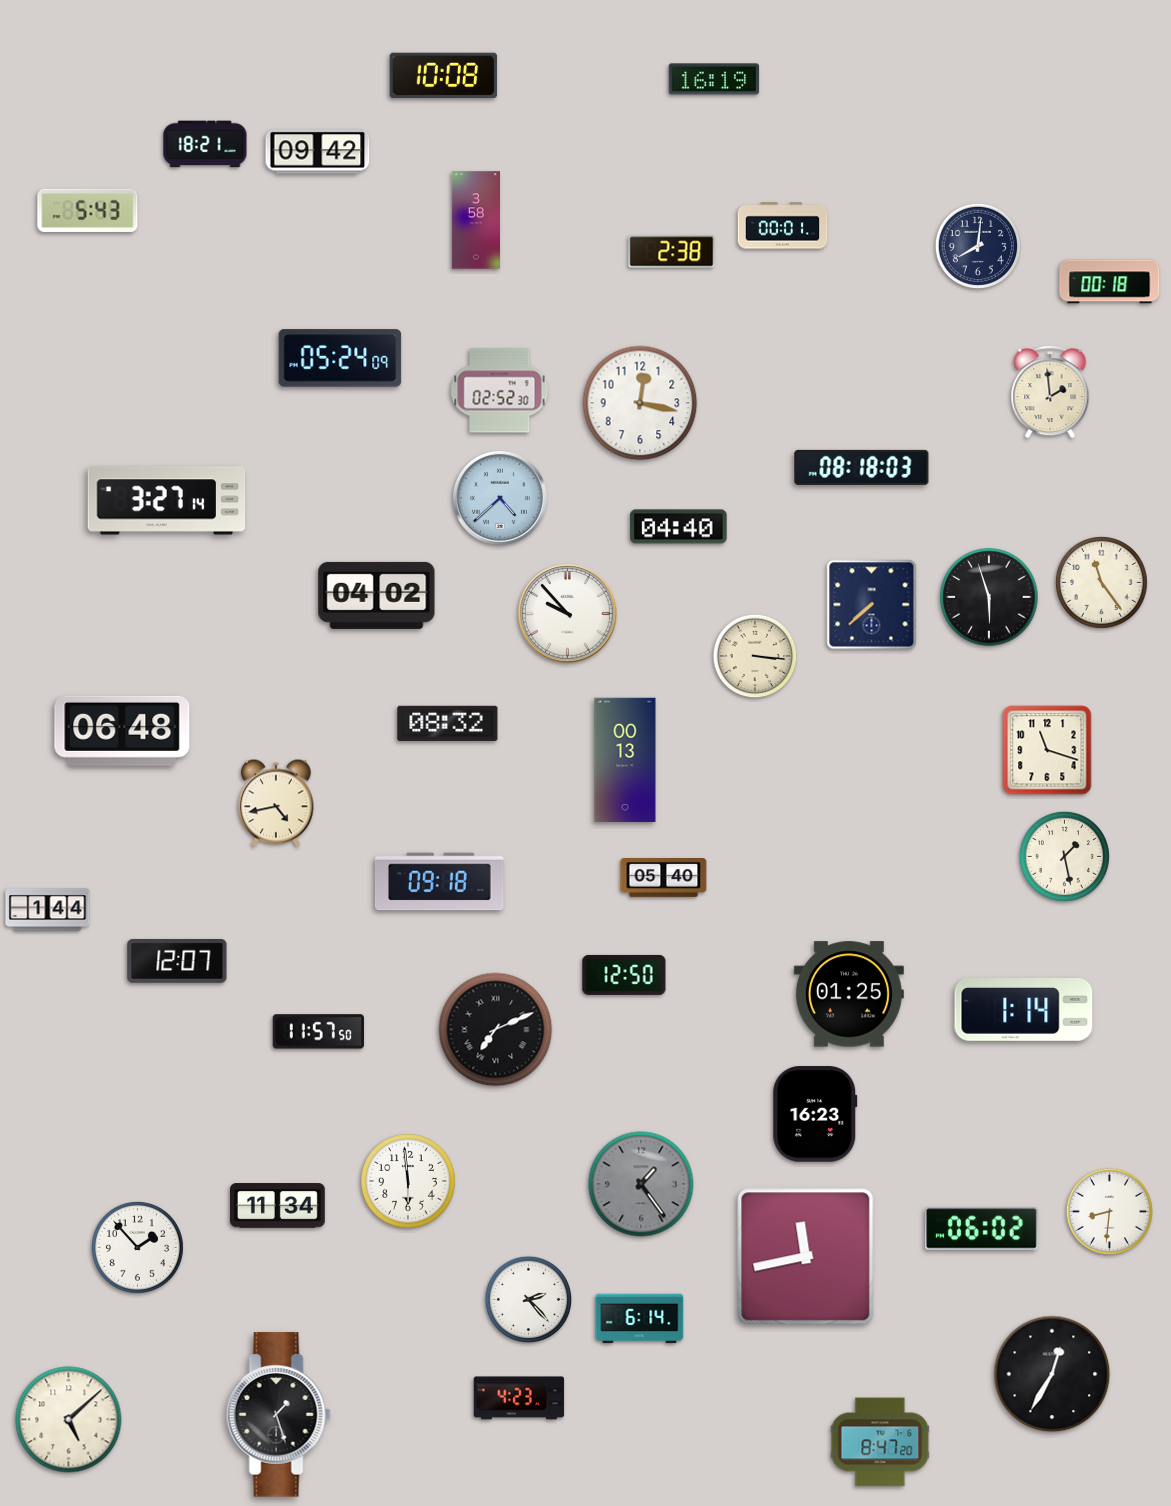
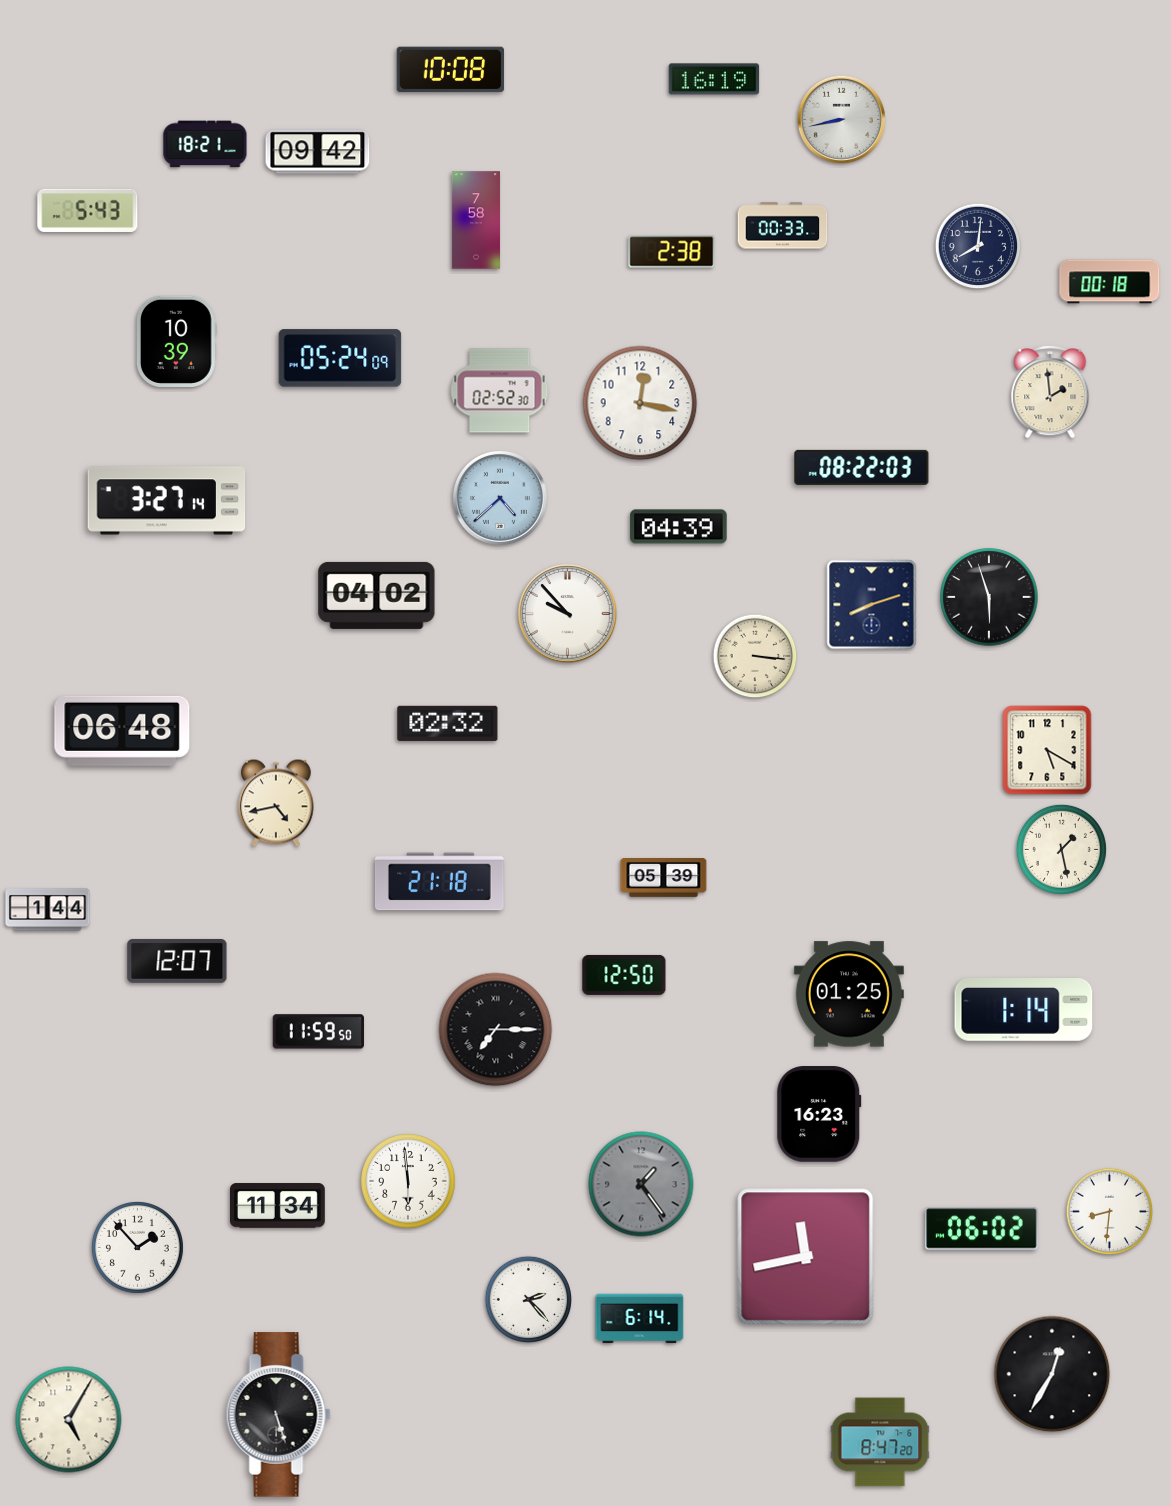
clock at (444, 76) position: (444, 76) -> (451, 70)
clock at (841, 119): none -> 8:43
clock at (476, 220): 3:58 -> 7:58
clock at (783, 226): 00:01 -> 00:33
clock at (177, 341): none -> 10:39
clock at (862, 467): 08:18 -> 08:22
clock at (679, 527): 04:40 -> 04:39
clock at (1101, 582): 11:24 -> none
clock at (872, 605): 7:38 -> 8:12
clock at (448, 723): 08:32 -> 02:32
clock at (1047, 750): 11:18 -> 5:20
clock at (625, 760): 00:13 -> none
clock at (1064, 856) position: (1064, 856) -> (1061, 849)
clock at (664, 878): 05:40 -> 05:39
clock at (440, 882): 09:18 -> 21:18
clock at (496, 1030): 7:11 -> 7:15
clock at (318, 1032): 11:57 -> 11:59
clock at (815, 1114) position: (815, 1114) -> (819, 1114)
clock at (519, 1398): 4:23 -> none
clock at (278, 1415): 1:27 -> 5:27
clock at (69, 1420): 5:08 -> 5:05
